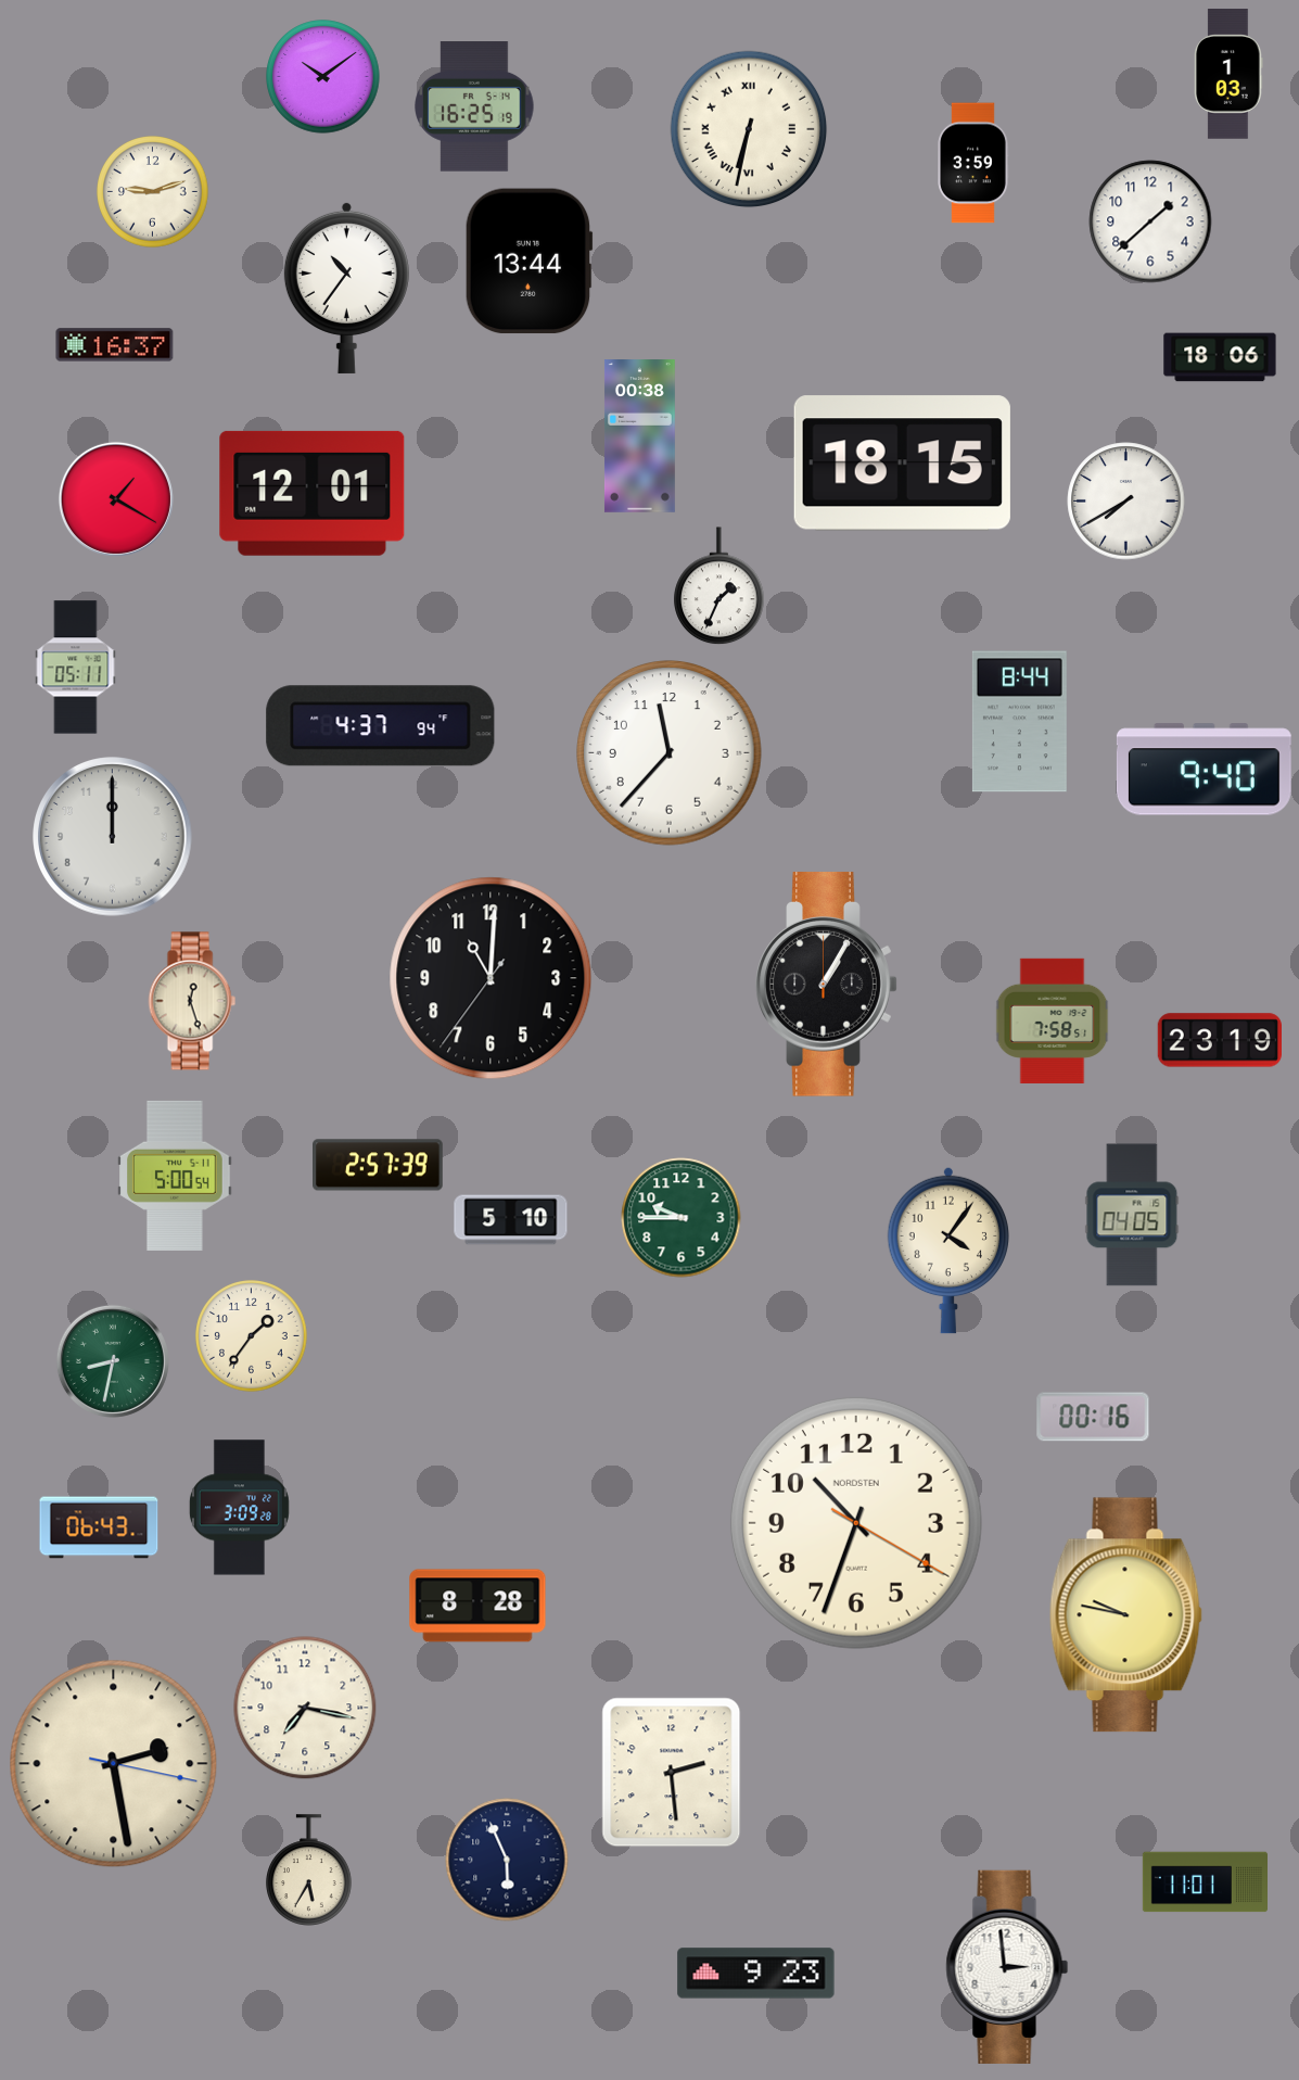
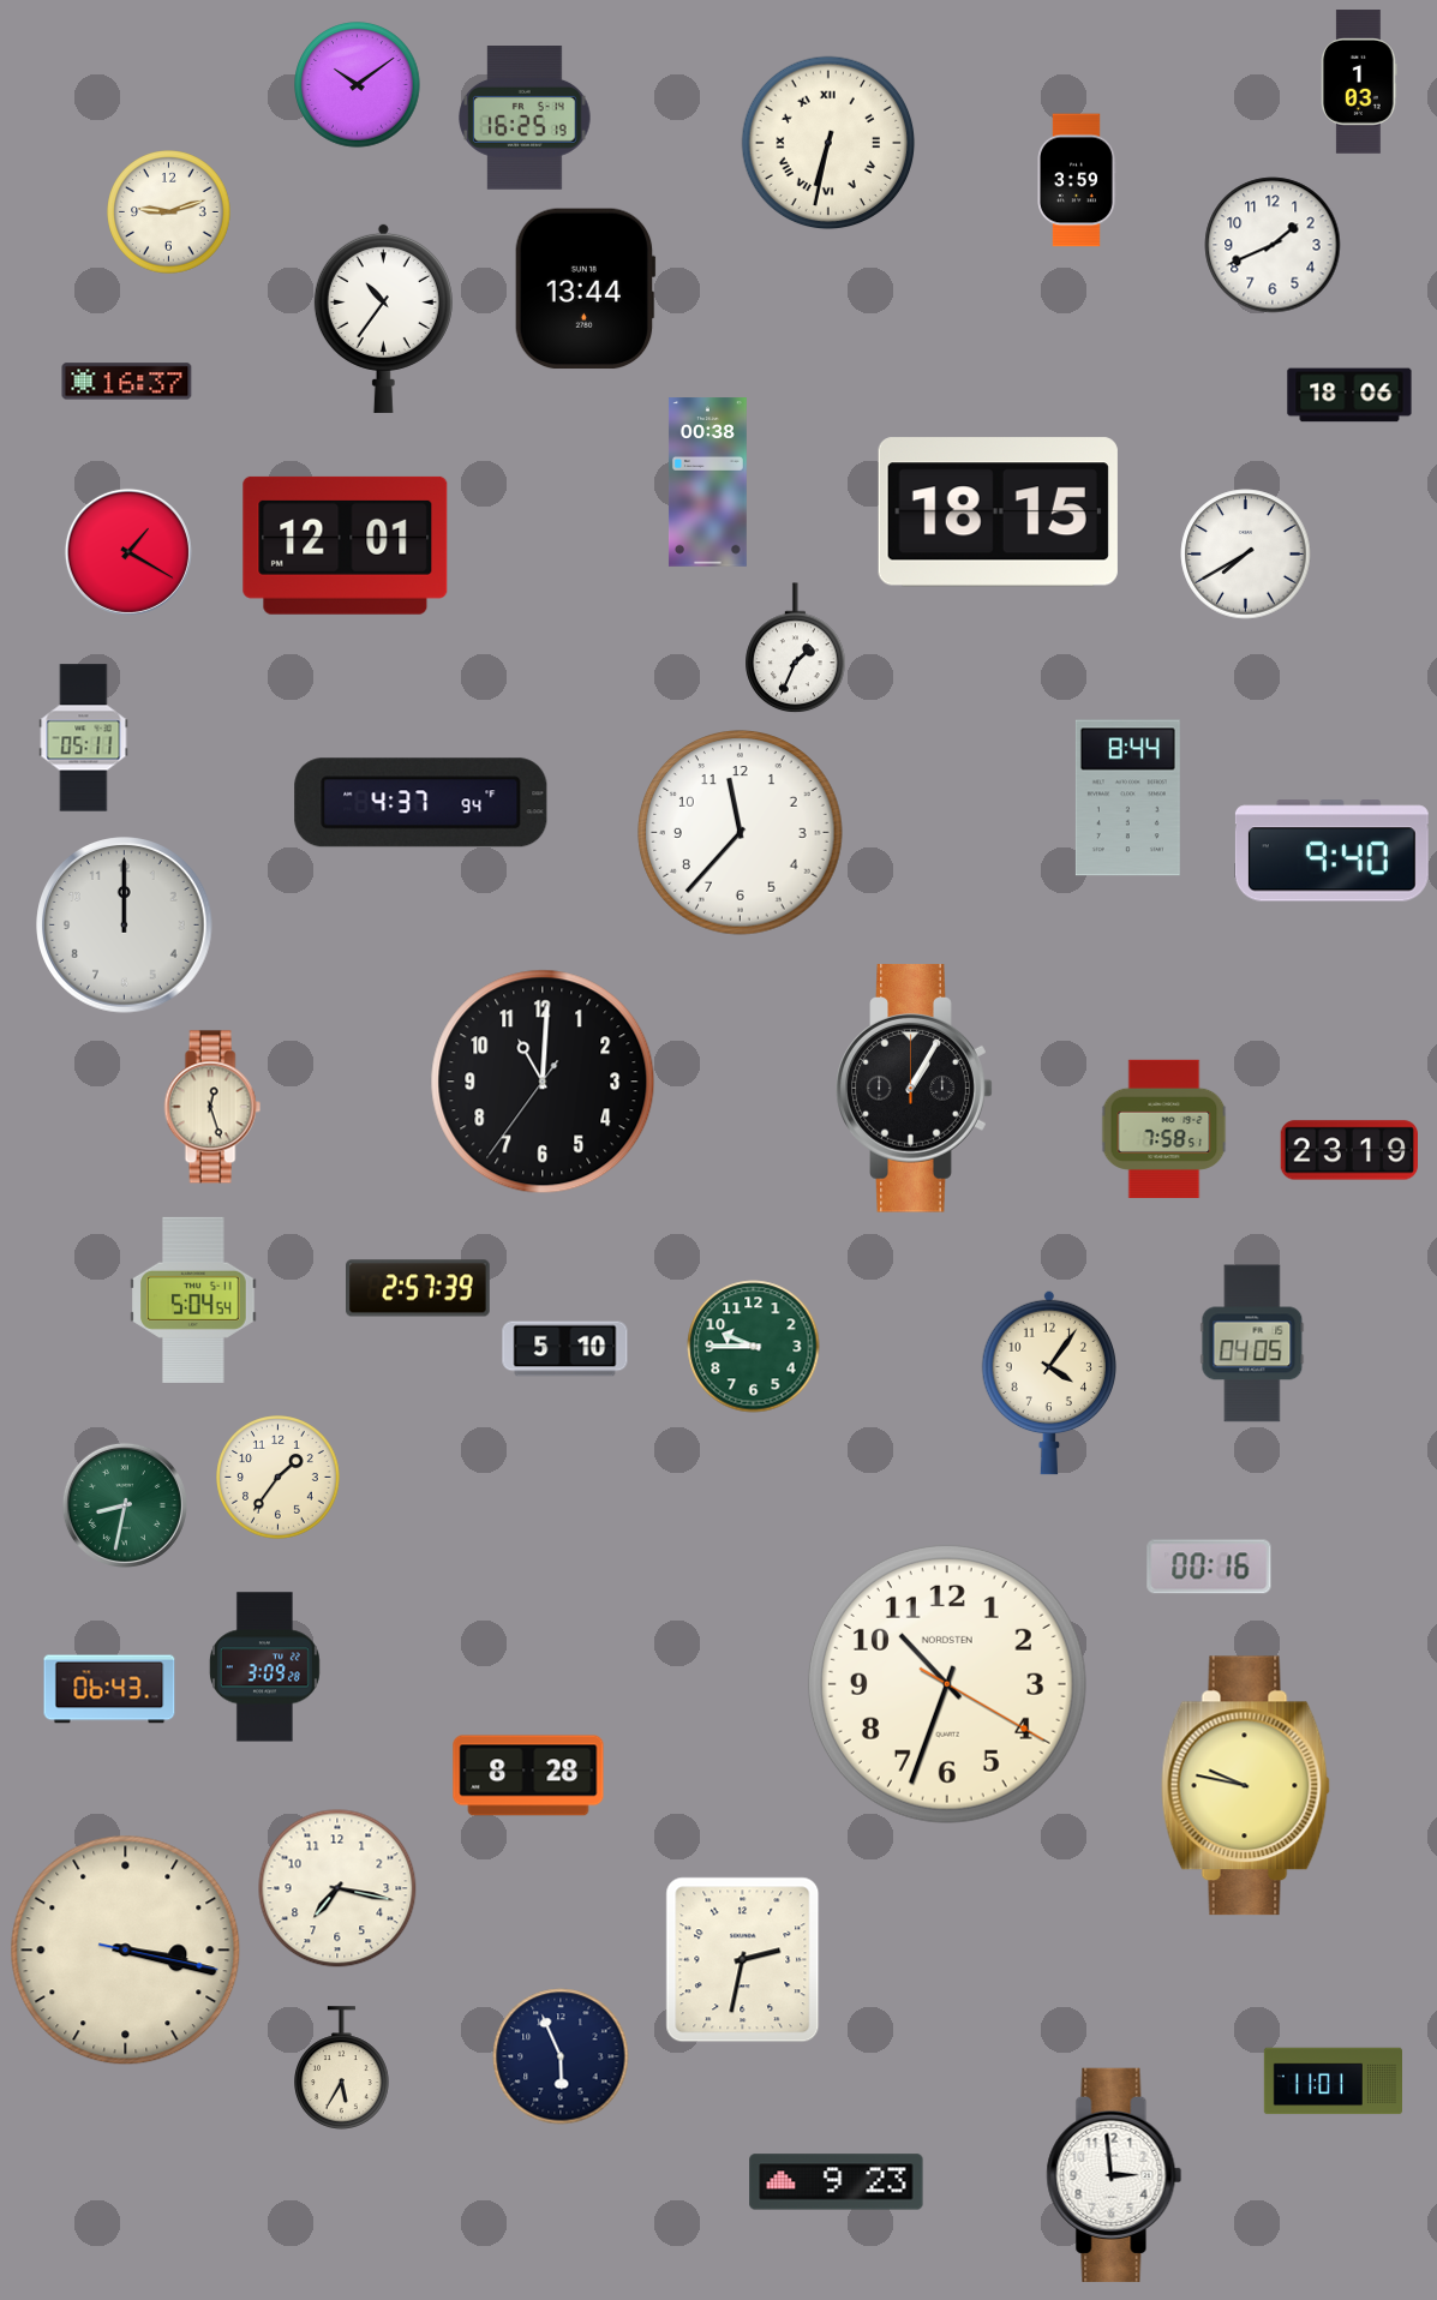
clock at (1150, 221): 1:38 -> 1:41
clock at (175, 1176): 5:00 -> 5:04
clock at (114, 1764): 2:28 -> 3:17
clock at (672, 1773): 2:29 -> 2:32
